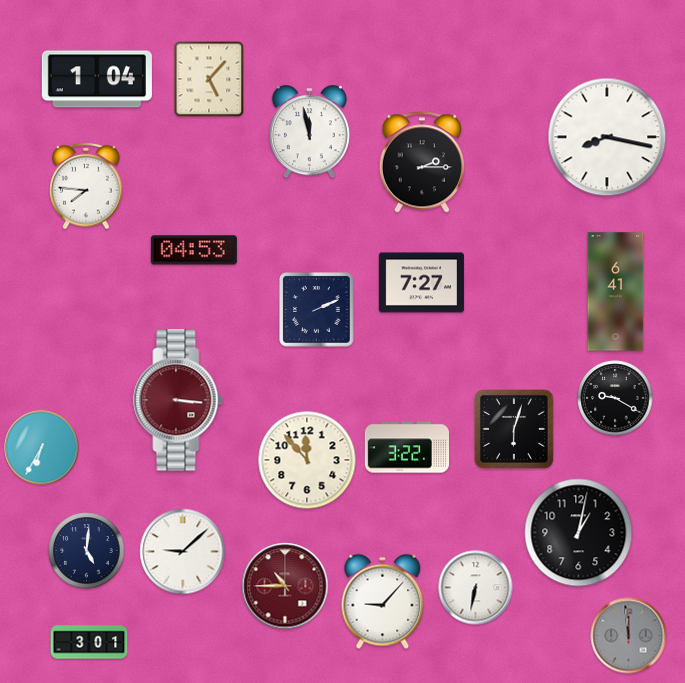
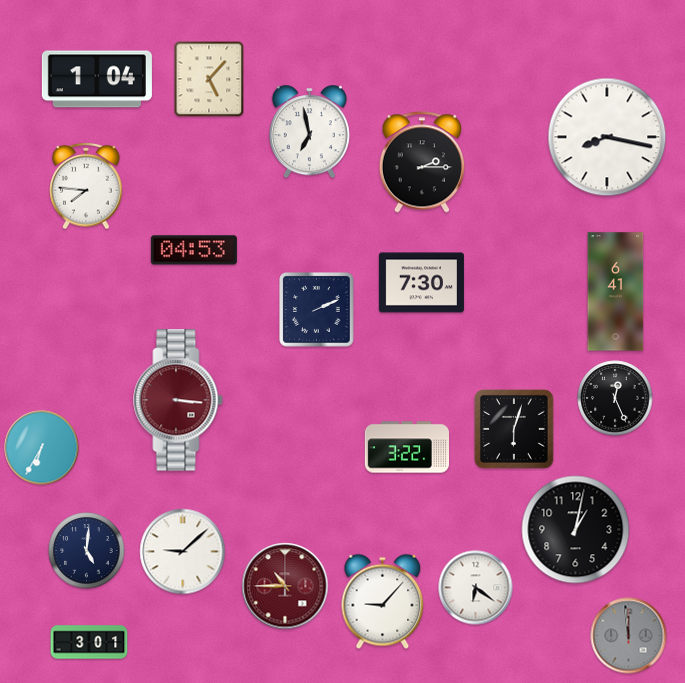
clock at (309, 132): 11:58 -> 6:58
clock at (421, 283): 7:27 -> 7:30
clock at (615, 398): 9:20 -> 12:26
clock at (307, 460): 11:53 -> none
clock at (579, 533) position: (579, 533) -> (576, 530)
clock at (476, 588): 6:32 -> 6:21
